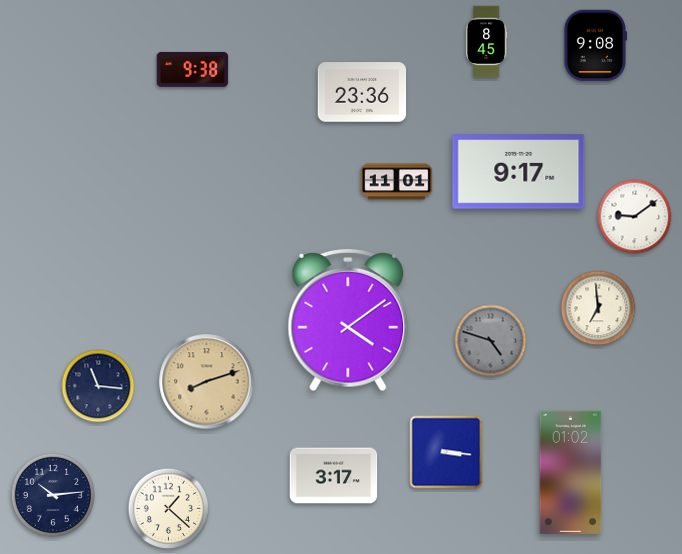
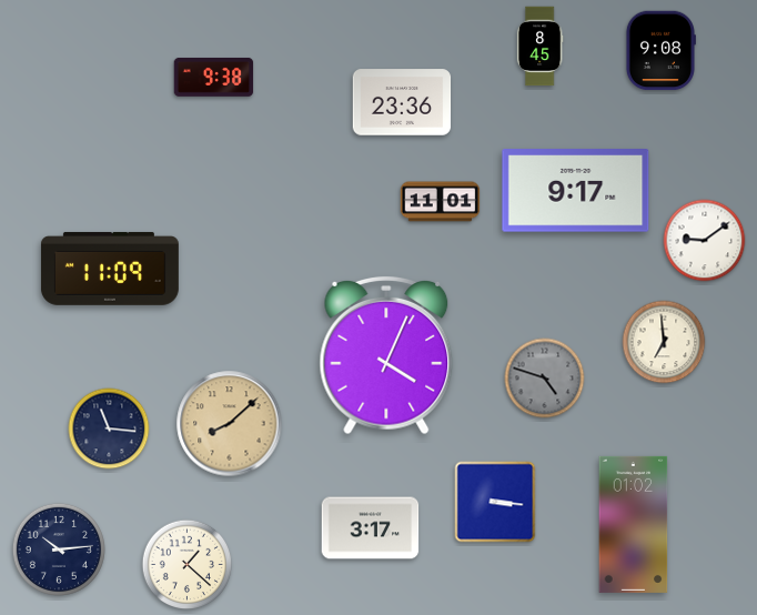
clock at (110, 269): none -> 11:09
clock at (348, 320): 4:09 -> 4:04
clock at (207, 382): 8:12 -> 8:08
